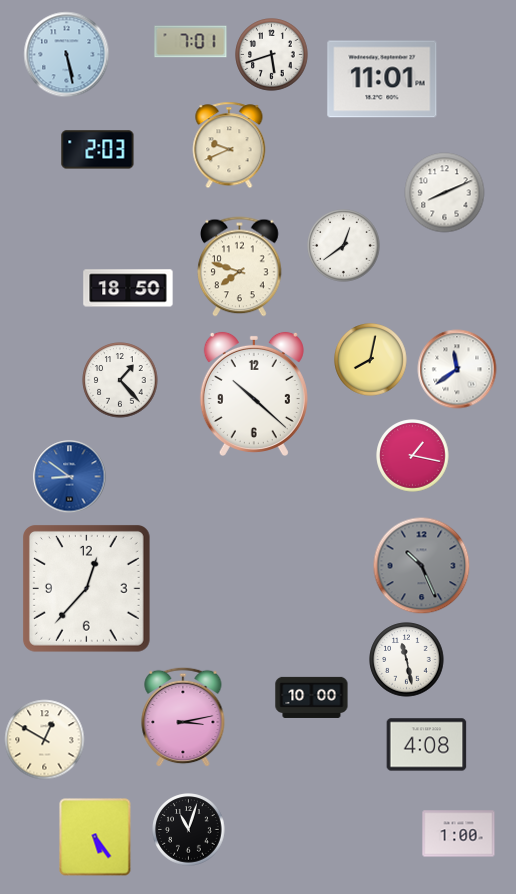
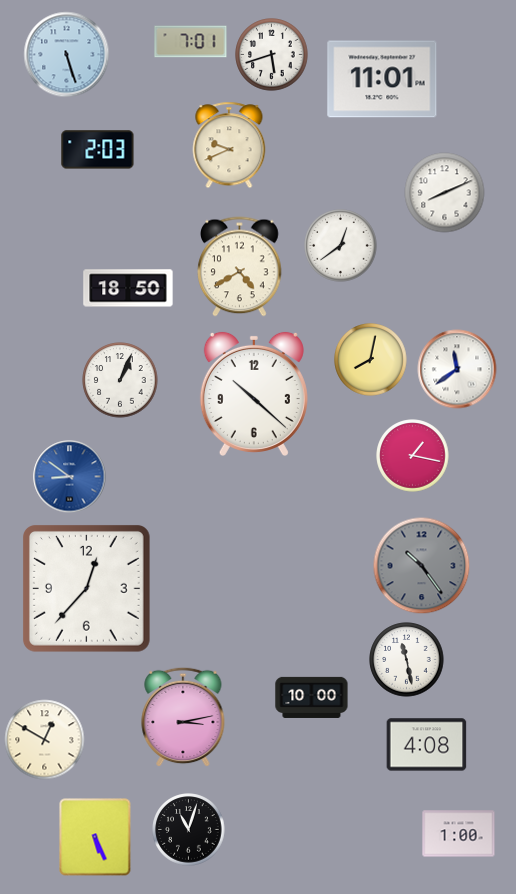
clock at (67, 55): 5:28 -> 5:27
clock at (344, 246) position: (344, 246) -> (341, 246)
clock at (240, 267): 7:48 -> 4:40
clock at (120, 380): 1:23 -> 1:04
clock at (422, 566): 10:26 -> 10:24
clock at (95, 837): 5:24 -> 5:26
